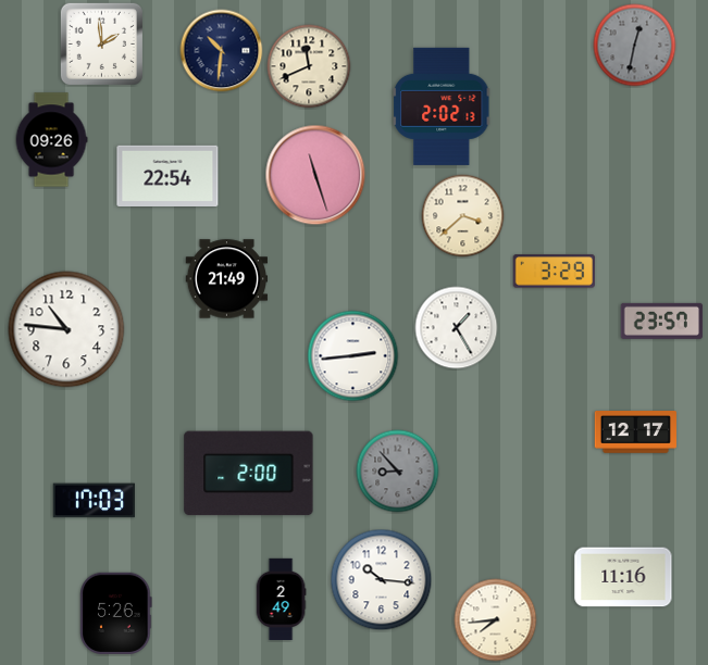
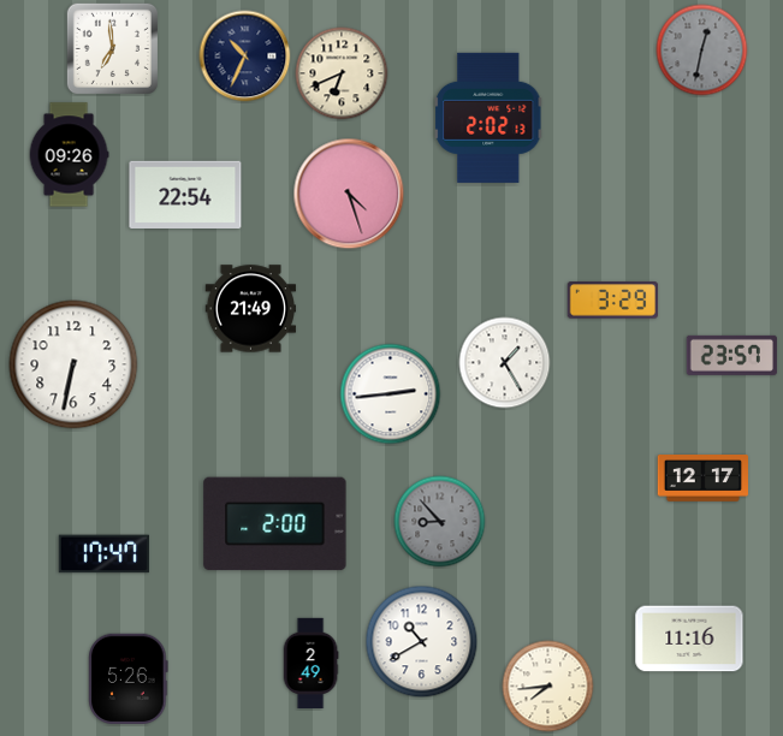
clock at (101, 43): 1:59 -> 6:59
clock at (222, 51): 10:31 -> 10:34
clock at (309, 66): 11:41 -> 6:41
clock at (51, 140) position: (51, 140) -> (69, 155)
clock at (315, 175): 11:27 -> 4:27
clock at (463, 216): 3:38 -> none
clock at (66, 329): 10:46 -> 6:32
clock at (94, 501): 17:03 -> 17:47
clock at (382, 580): 10:16 -> 10:40
